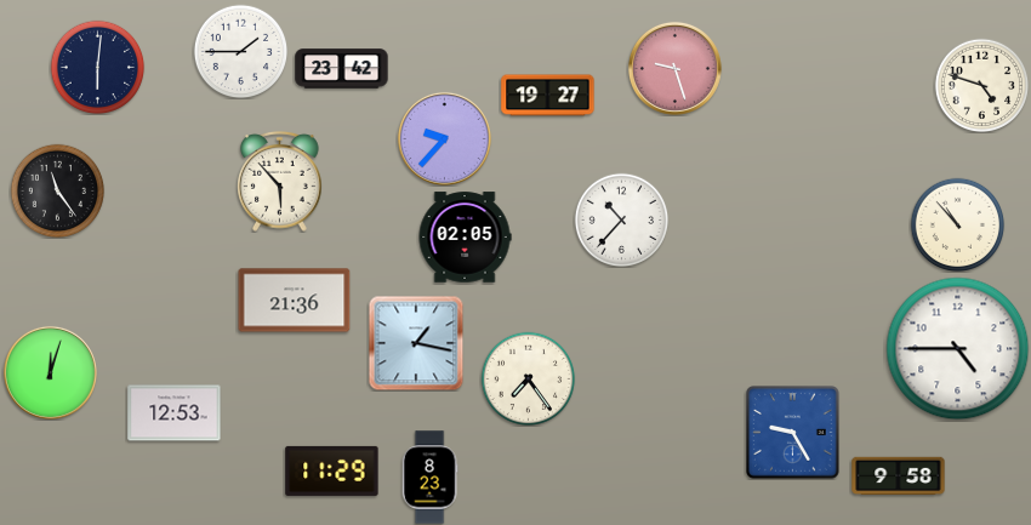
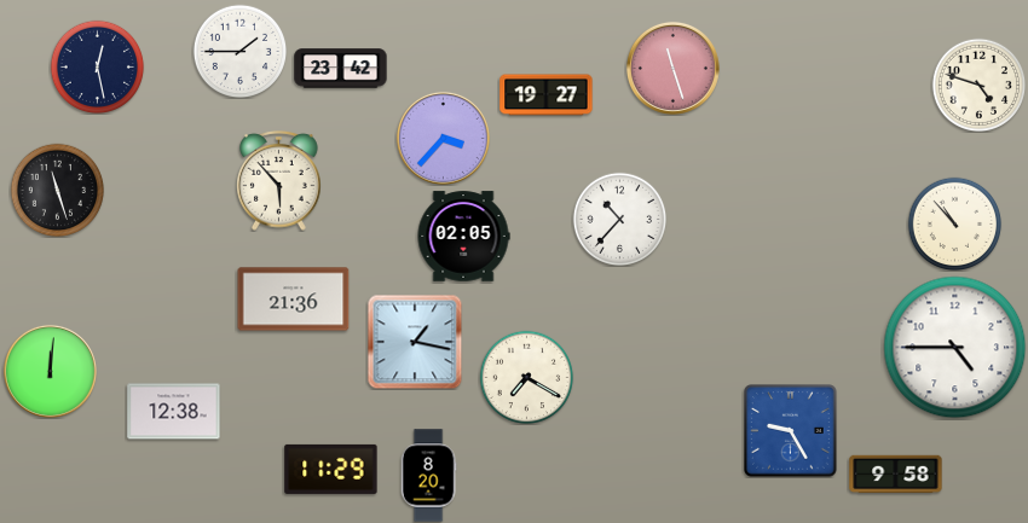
clock at (97, 67): 6:01 -> 12:28
clock at (674, 68): 9:27 -> 11:27
clock at (444, 138): 9:37 -> 3:37
clock at (57, 190): 11:24 -> 11:27
clock at (50, 372): 12:03 -> 12:01
clock at (528, 378): 7:24 -> 7:20
clock at (175, 413): 12:53 -> 12:38
clock at (429, 478): 8:23 -> 8:20
